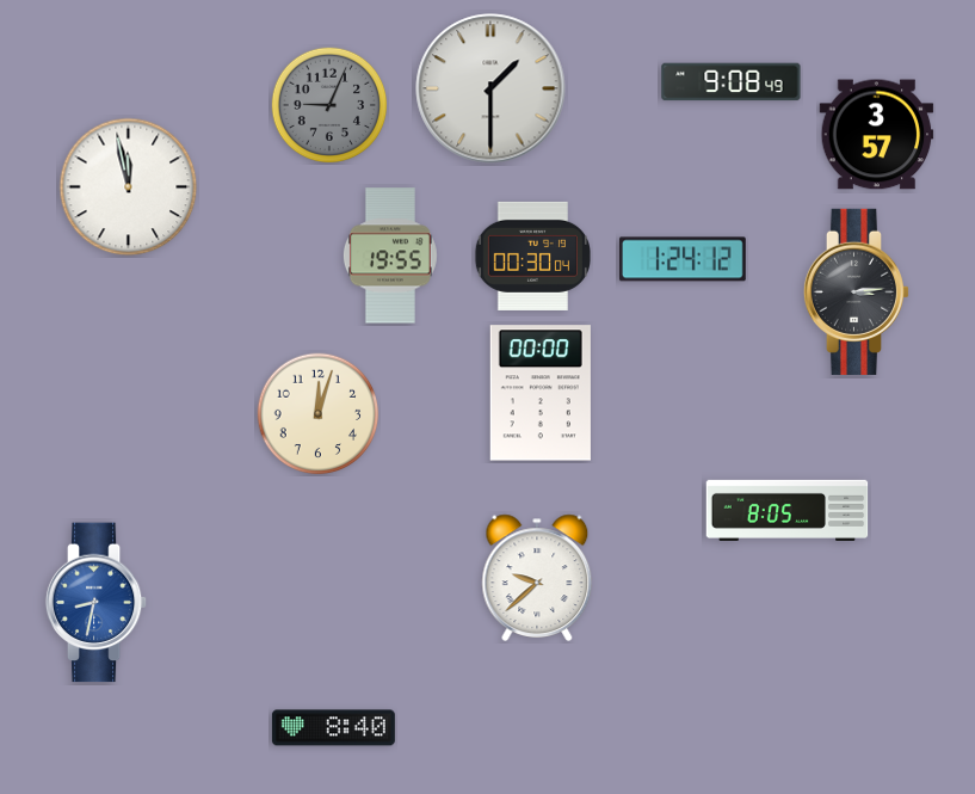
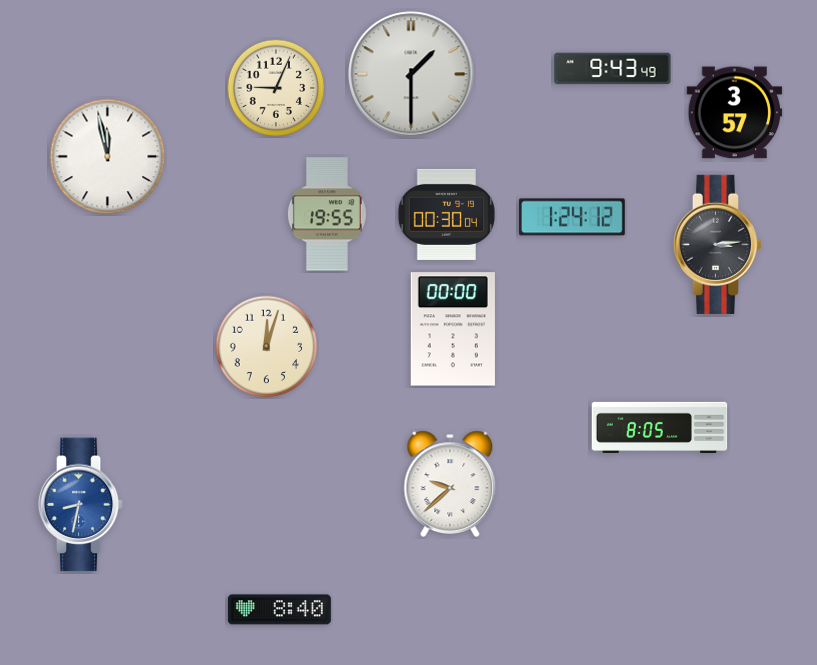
clock at (732, 82): 9:08 -> 9:43
clock at (329, 105) dial: grey -> cream
